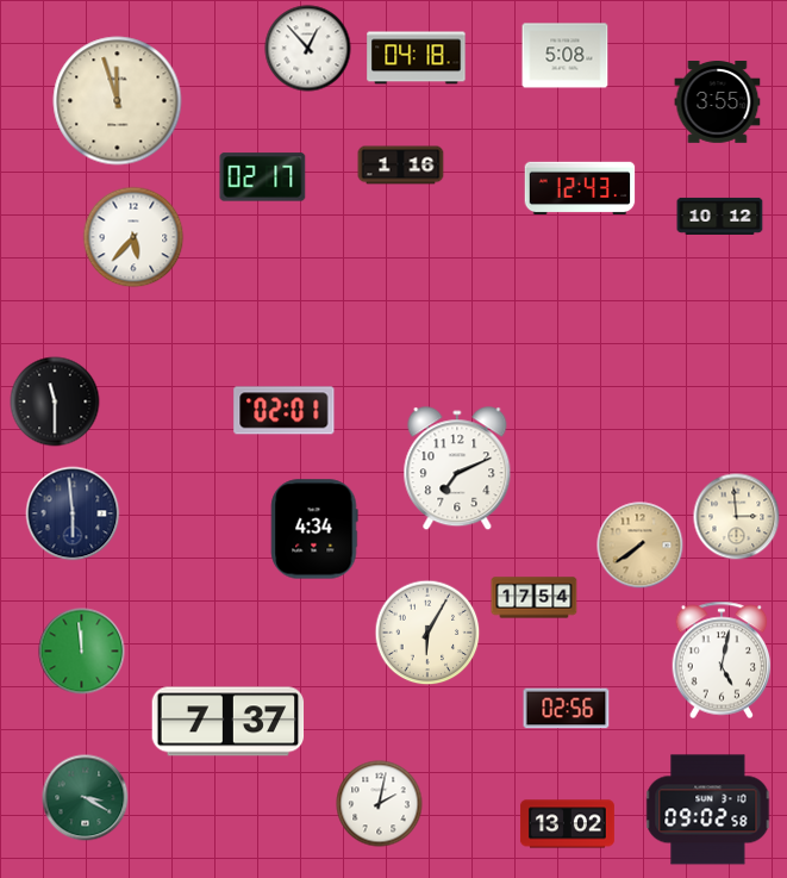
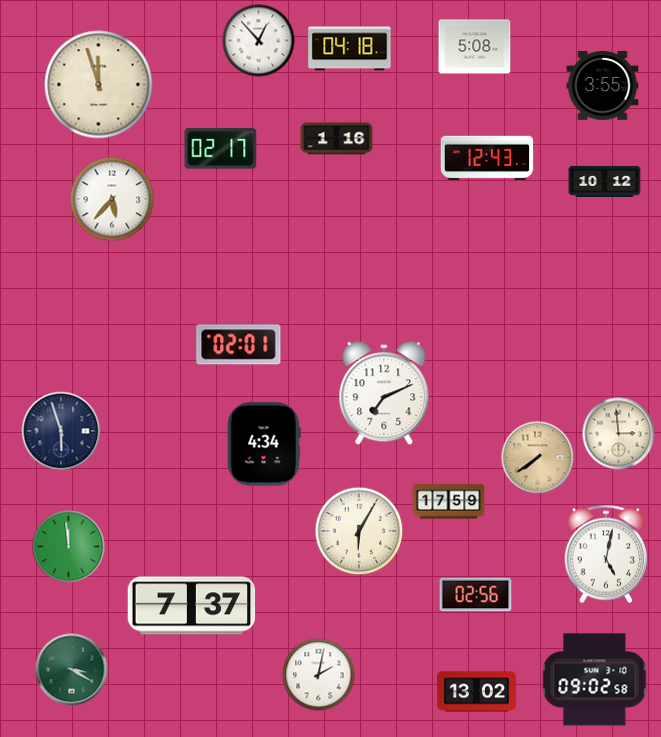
clock at (55, 401): 11:30 -> none
clock at (73, 513): 5:59 -> 5:57
clock at (535, 598): 17:54 -> 17:59
